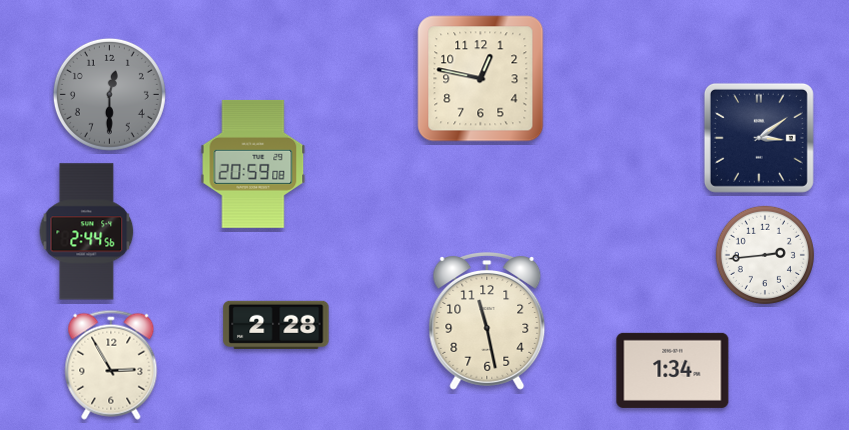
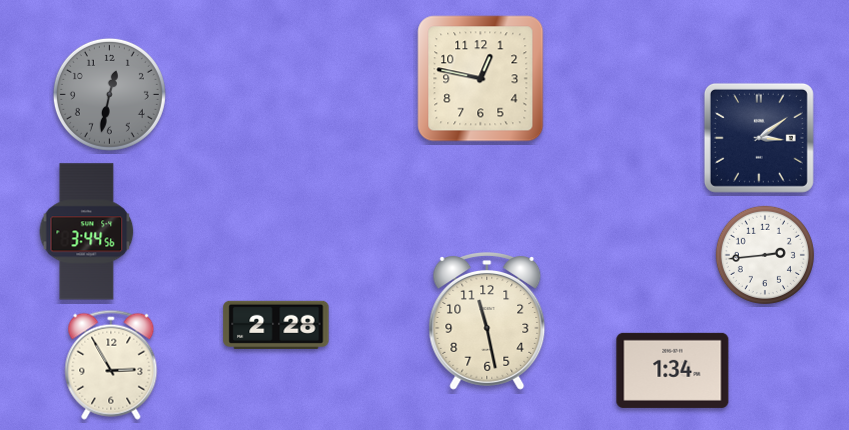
clock at (109, 94): 12:30 -> 12:32
clock at (253, 164): 20:59 -> none
clock at (87, 232): 2:44 -> 3:44
